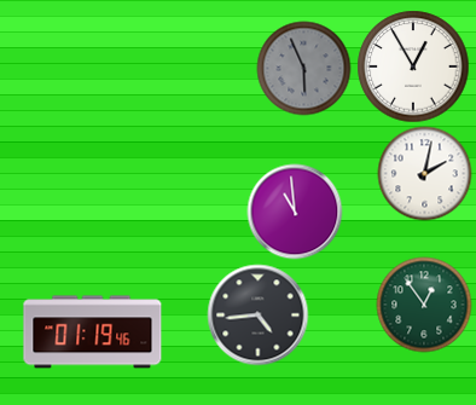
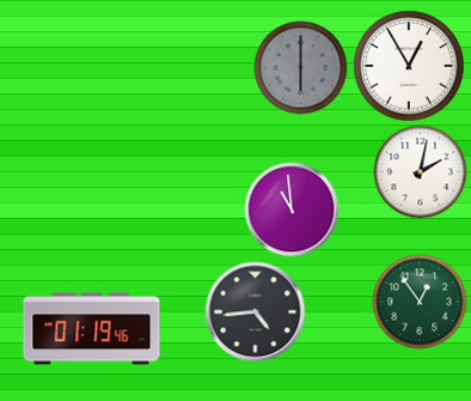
clock at (303, 68): 5:56 -> 6:00
